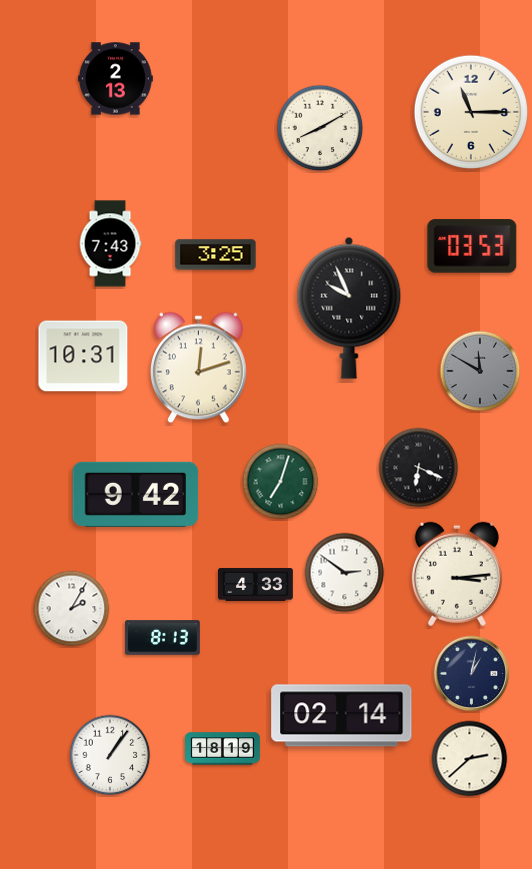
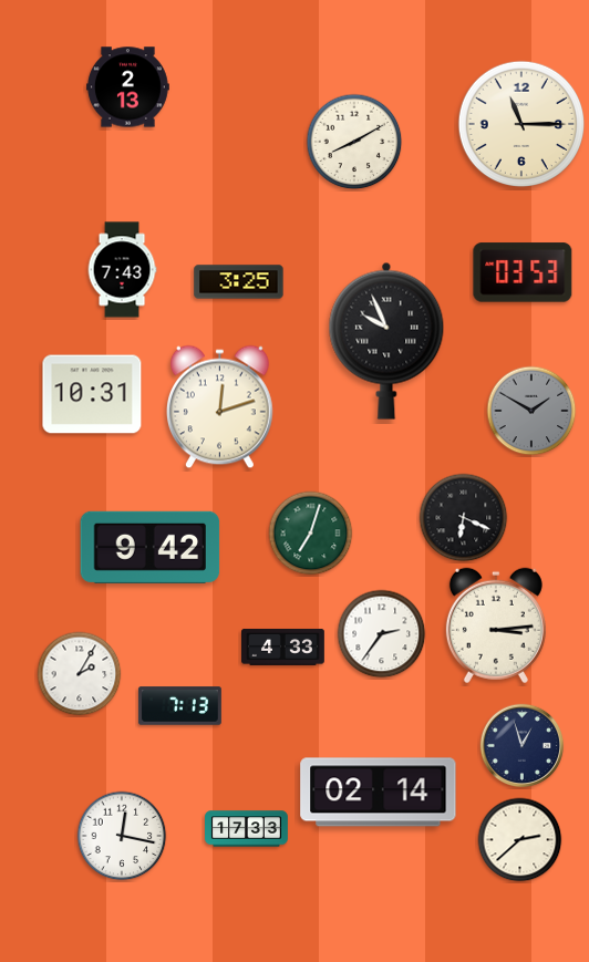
clock at (480, 371): 11:50 -> 1:50
clock at (345, 573): 2:51 -> 2:36
clock at (457, 574) position: (457, 574) -> (496, 625)
clock at (163, 638): 8:13 -> 7:13
clock at (472, 674): 1:02 -> 12:57
clock at (223, 749): 18:19 -> 17:33
clock at (110, 755): 1:06 -> 12:17
